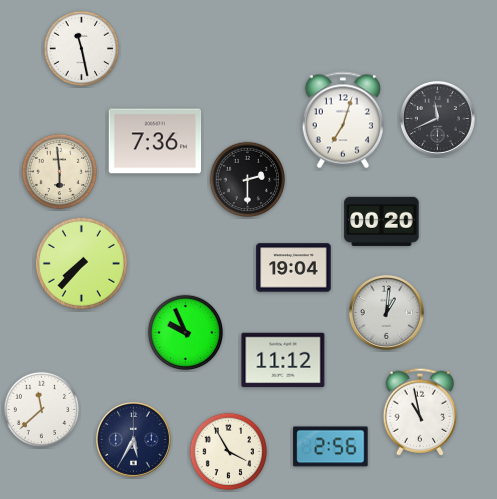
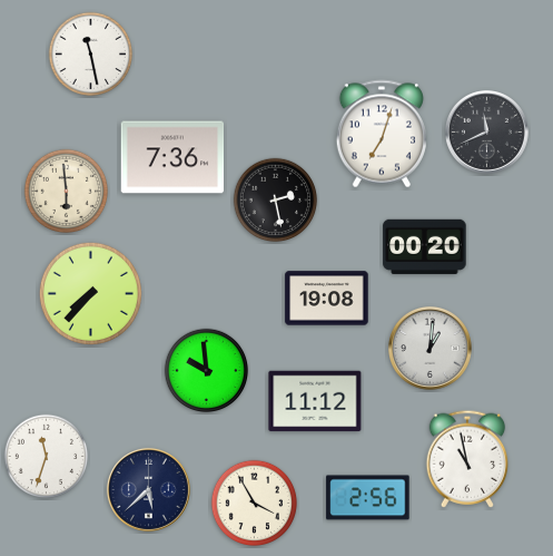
clock at (248, 180): 2:30 -> 2:28
clock at (294, 268): 19:04 -> 19:08
clock at (186, 333): 9:56 -> 9:59
clock at (42, 410): 11:38 -> 11:33
clock at (133, 439): 5:35 -> 5:38
